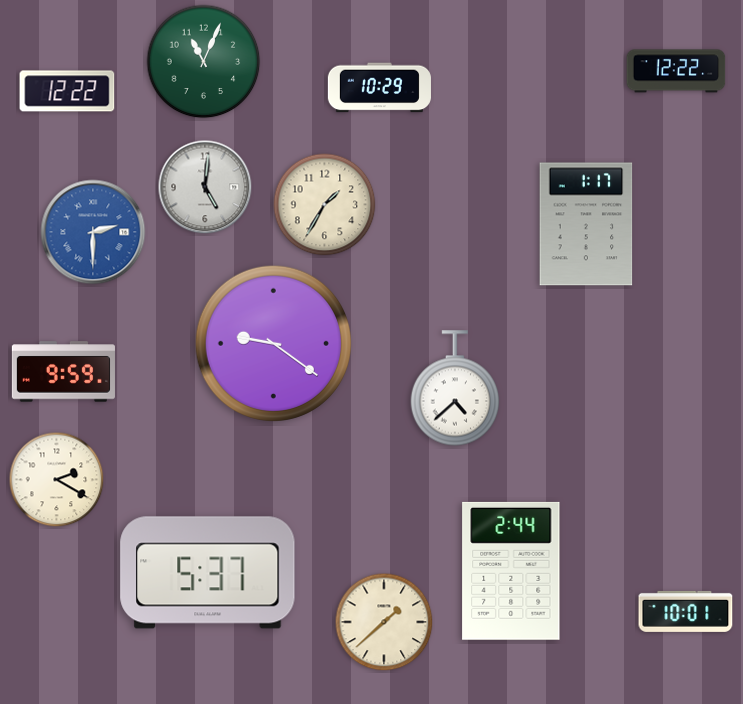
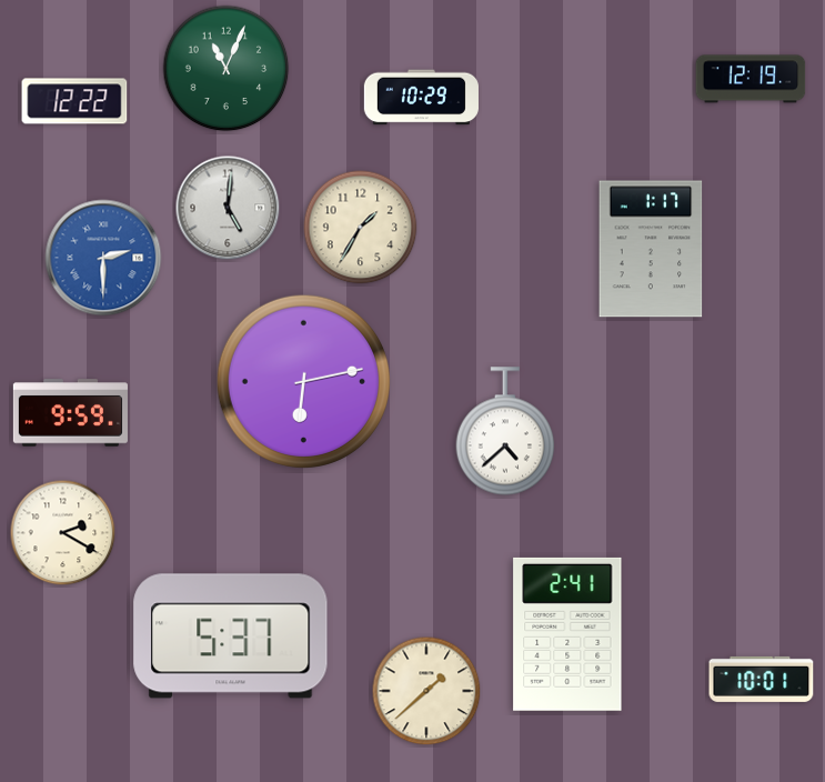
clock at (676, 71): 12:22 -> 12:19
clock at (273, 343): 9:21 -> 6:13
clock at (511, 571): 2:44 -> 2:41
